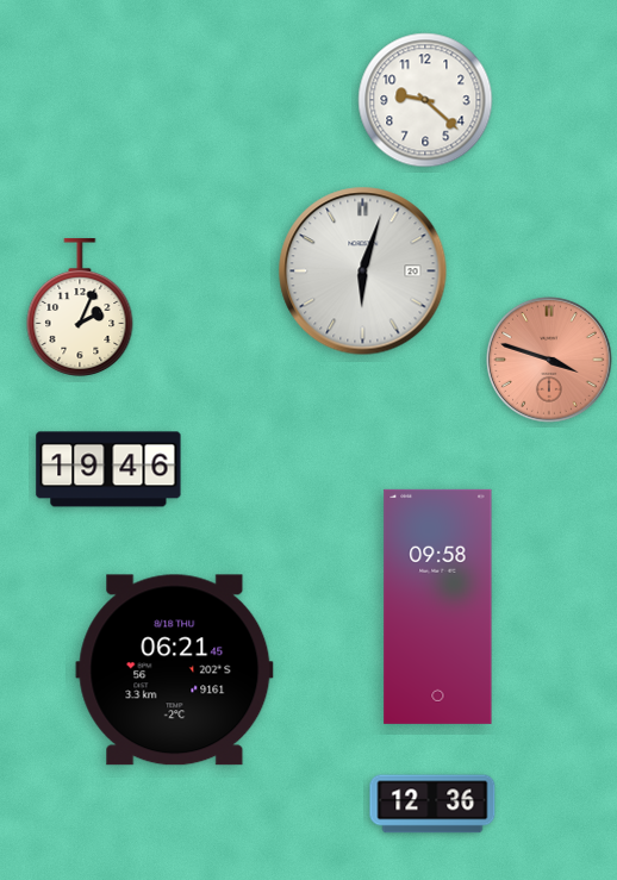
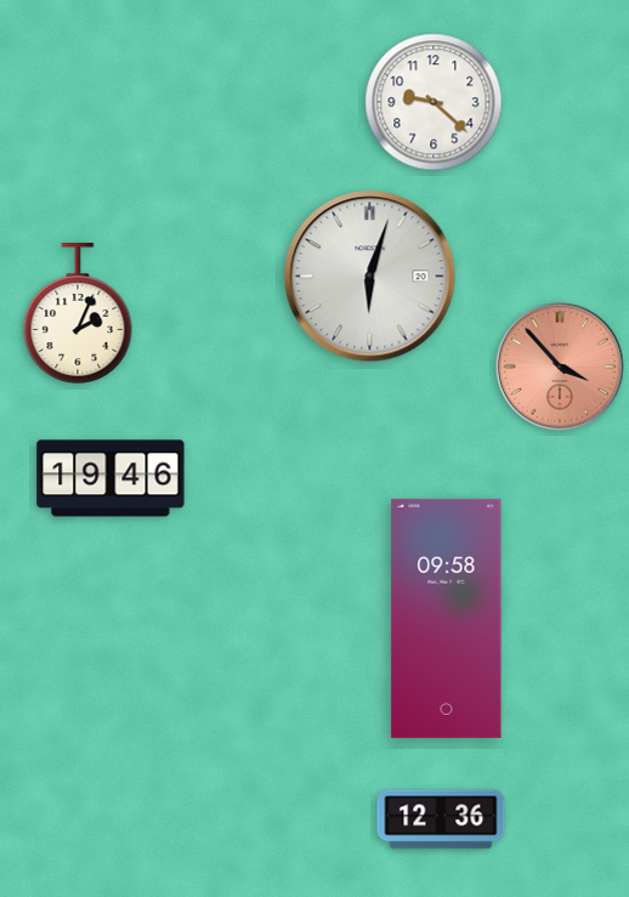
clock at (80, 306) position: (80, 306) -> (78, 312)
clock at (550, 361): 3:48 -> 3:53
clock at (175, 670): 06:21 -> none
